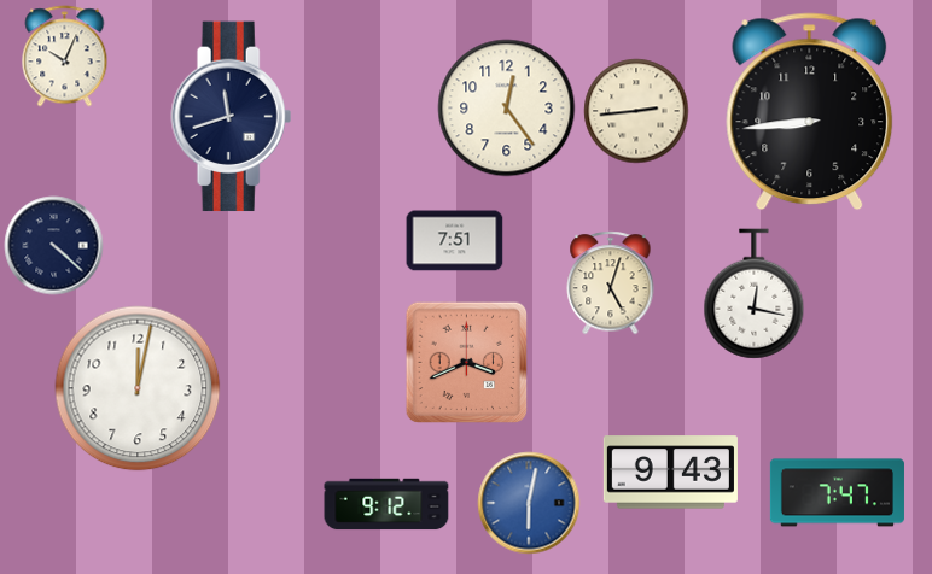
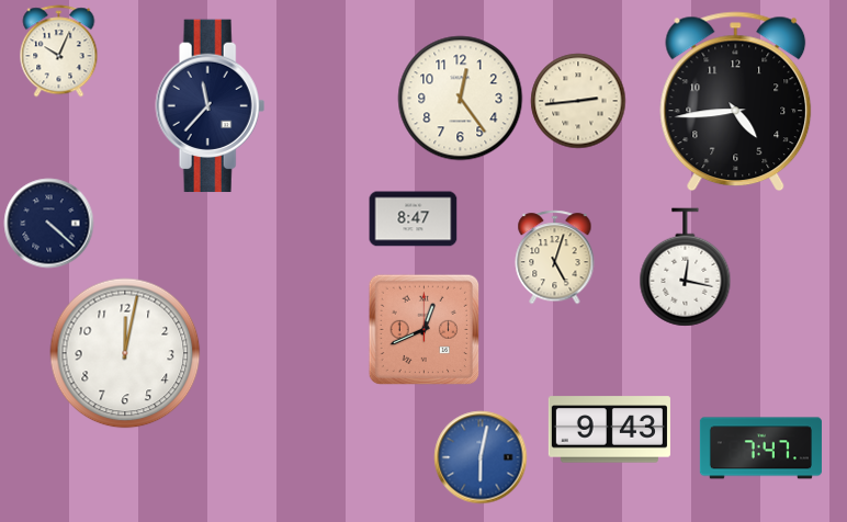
clock at (810, 112): 8:44 -> 4:44
clock at (232, 117): 11:42 -> 11:37
clock at (455, 241): 7:51 -> 8:47
clock at (467, 363): 3:41 -> 12:41
clock at (386, 504): 9:12 -> none
